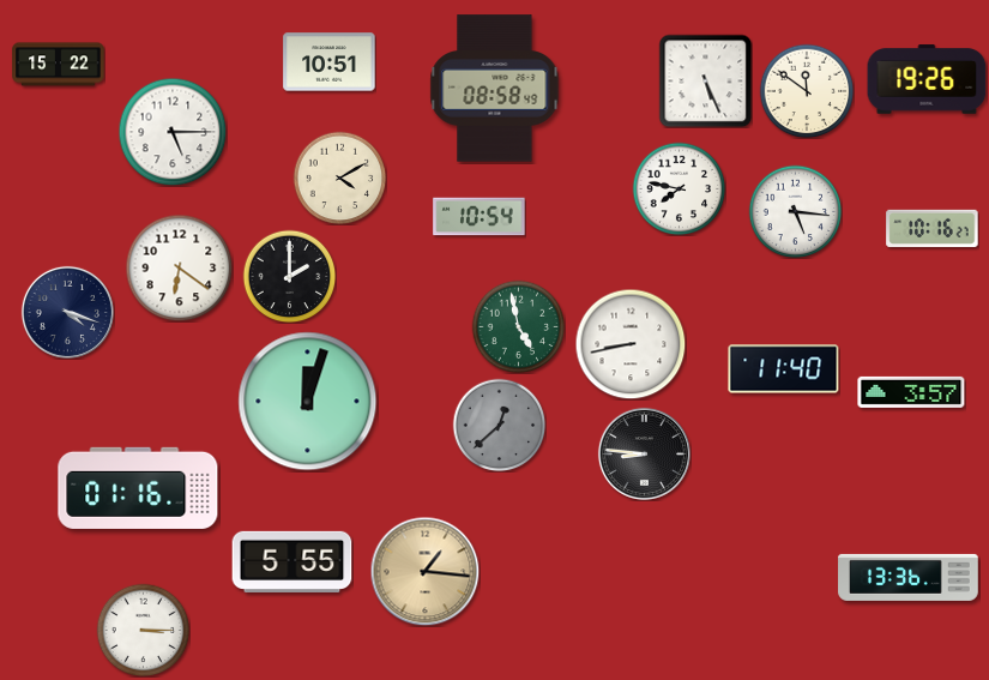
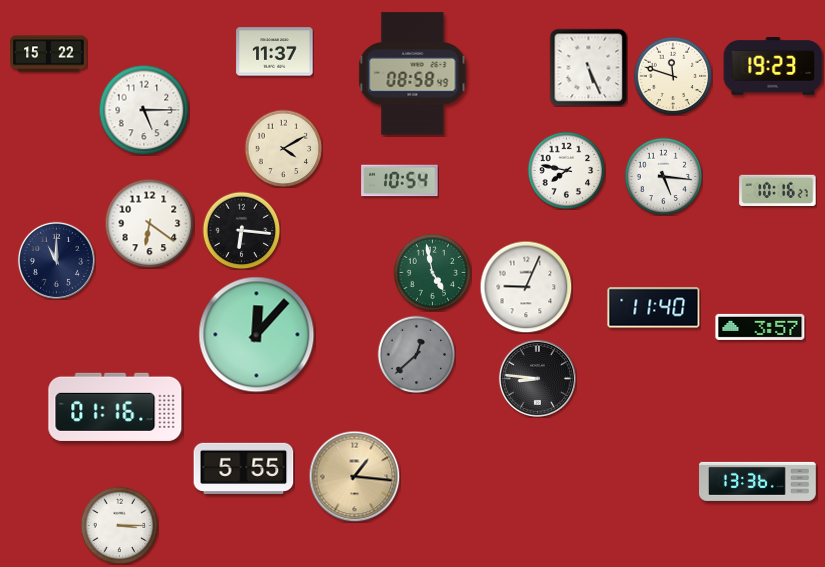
clock at (330, 62): 10:51 -> 11:37
clock at (927, 79): 19:26 -> 19:23
clock at (807, 91): 11:51 -> 11:48
clock at (679, 188) position: (679, 188) -> (566, 170)
clock at (289, 276): 2:00 -> 6:16
clock at (67, 312): 4:18 -> 11:00
clock at (631, 344): 8:43 -> 9:04
clock at (308, 402): 12:03 -> 12:07
